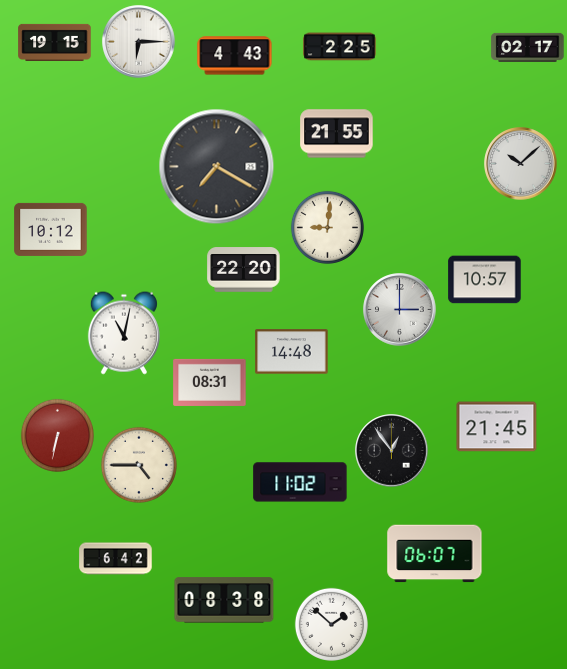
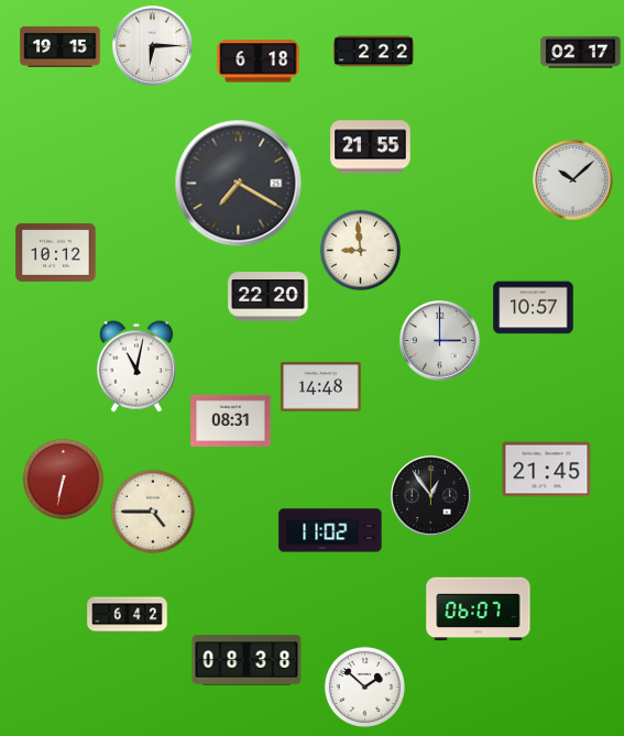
clock at (340, 47): 2:25 -> 2:22
clock at (235, 56): 4:43 -> 6:18
clock at (327, 227): 9:01 -> 8:59
